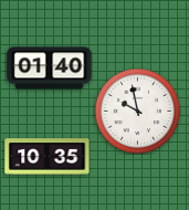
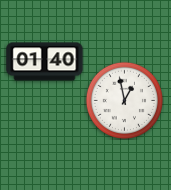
clock at (137, 111): 9:58 -> 12:58
clock at (48, 157): 10:35 -> none
